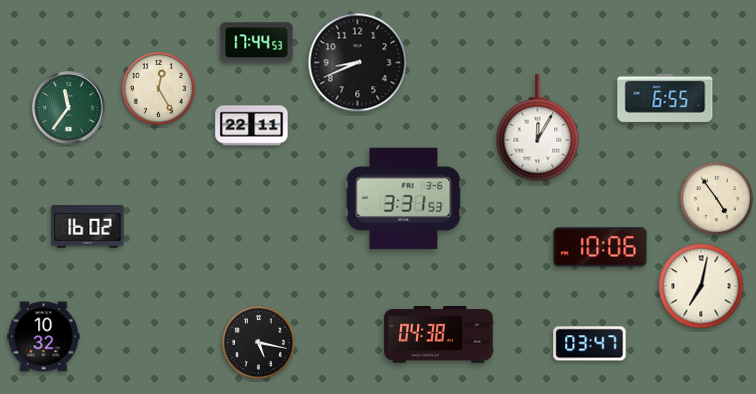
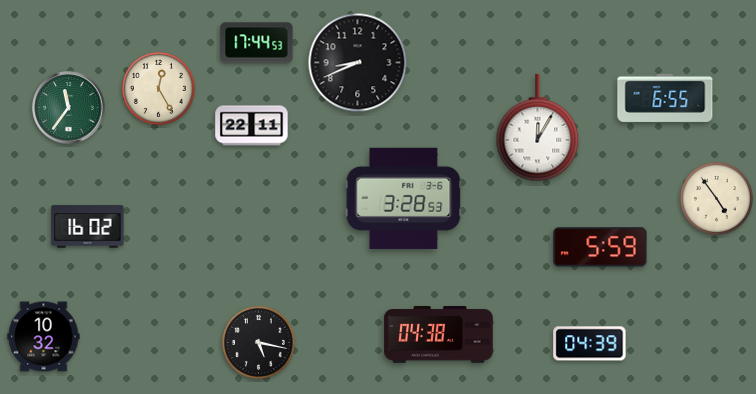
clock at (404, 198): 3:31 -> 3:28
clock at (600, 247): 10:06 -> 5:59
clock at (701, 286): 7:02 -> none
clock at (590, 344): 03:47 -> 04:39
